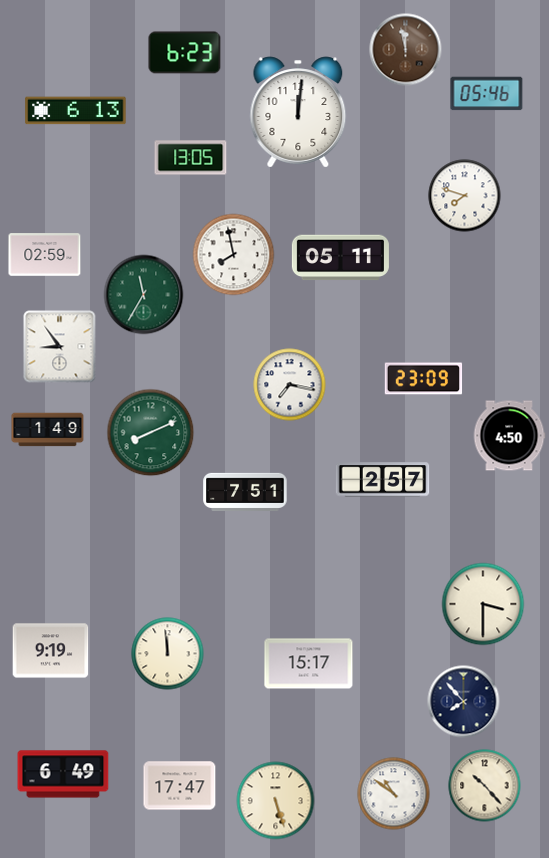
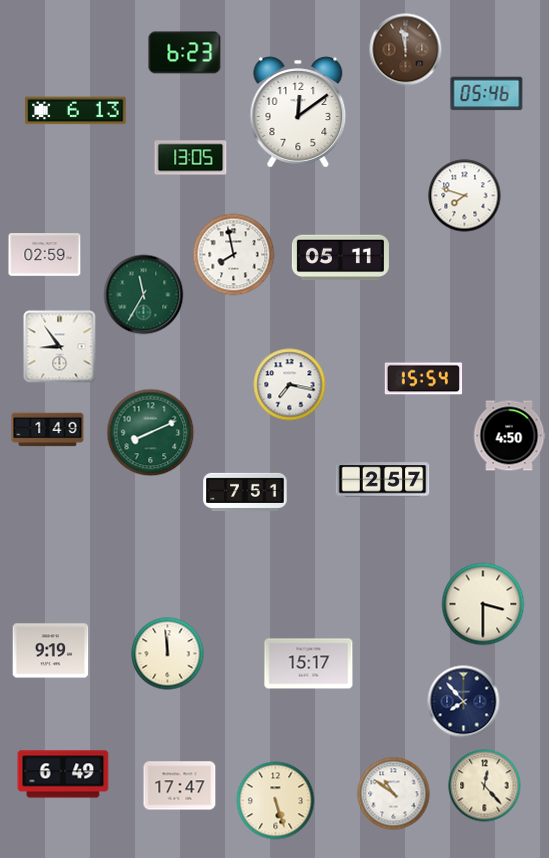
clock at (298, 112): 12:01 -> 12:09
clock at (424, 379): 23:09 -> 15:54
clock at (485, 786): 10:23 -> 12:23
